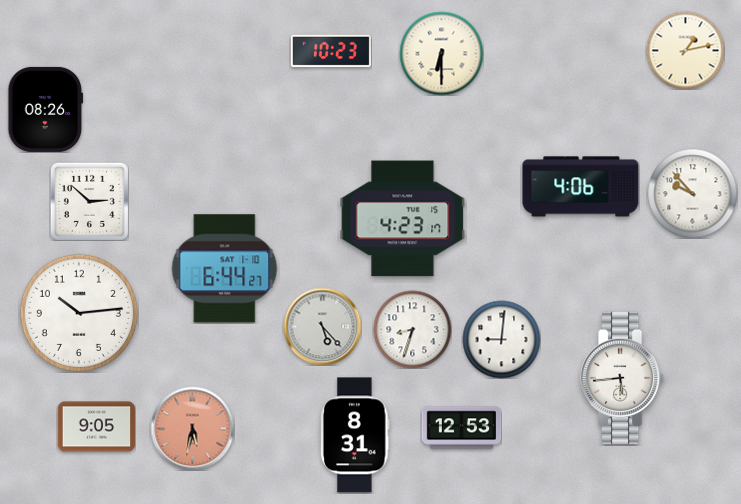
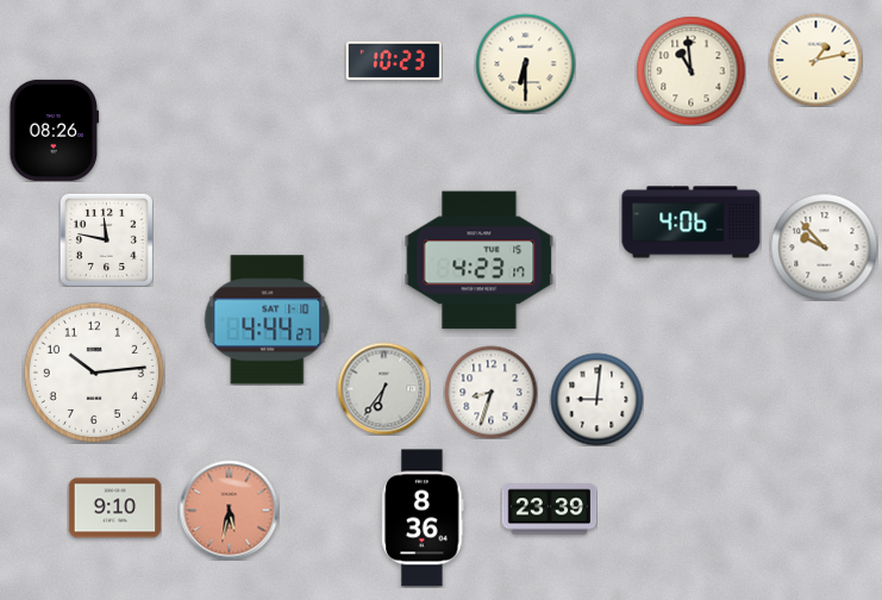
clock at (690, 70): none -> 10:59
clock at (692, 193) position: (692, 193) -> (824, 246)
clock at (89, 201): 2:52 -> 11:47
clock at (225, 269): 6:44 -> 4:44
clock at (322, 326): 5:23 -> 6:36
clock at (501, 339) position: (501, 339) -> (596, 399)
clock at (622, 378): 5:44 -> none
clock at (96, 427): 9:05 -> 9:10
clock at (461, 428): 12:53 -> 23:39
clock at (355, 435): 8:31 -> 8:36
